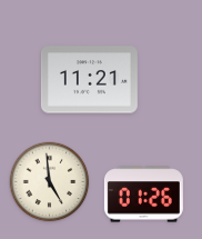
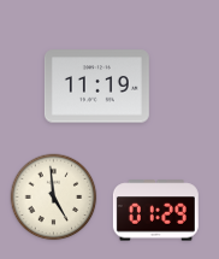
clock at (89, 80): 11:21 -> 11:19
clock at (143, 195): 01:26 -> 01:29
